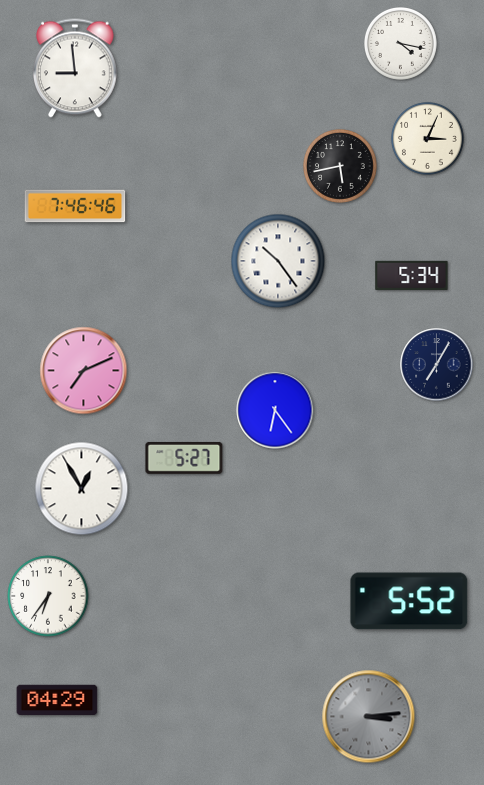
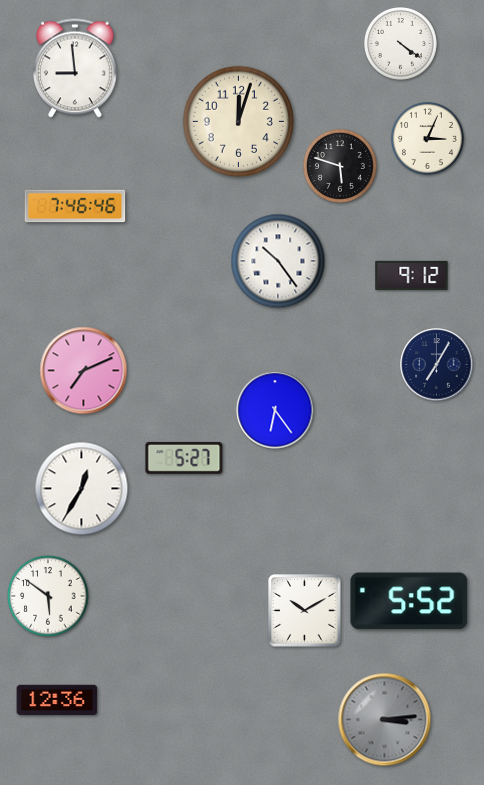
clock at (400, 43): 4:17 -> 4:21
clock at (239, 122): none -> 12:03
clock at (341, 167): 5:43 -> 5:48
clock at (412, 275): 5:34 -> 9:12
clock at (82, 489): 12:55 -> 12:35
clock at (48, 596): 6:36 -> 5:51
clock at (305, 611): none -> 10:10
clock at (57, 700): 04:29 -> 12:36
clock at (369, 717) position: (369, 717) -> (385, 720)
